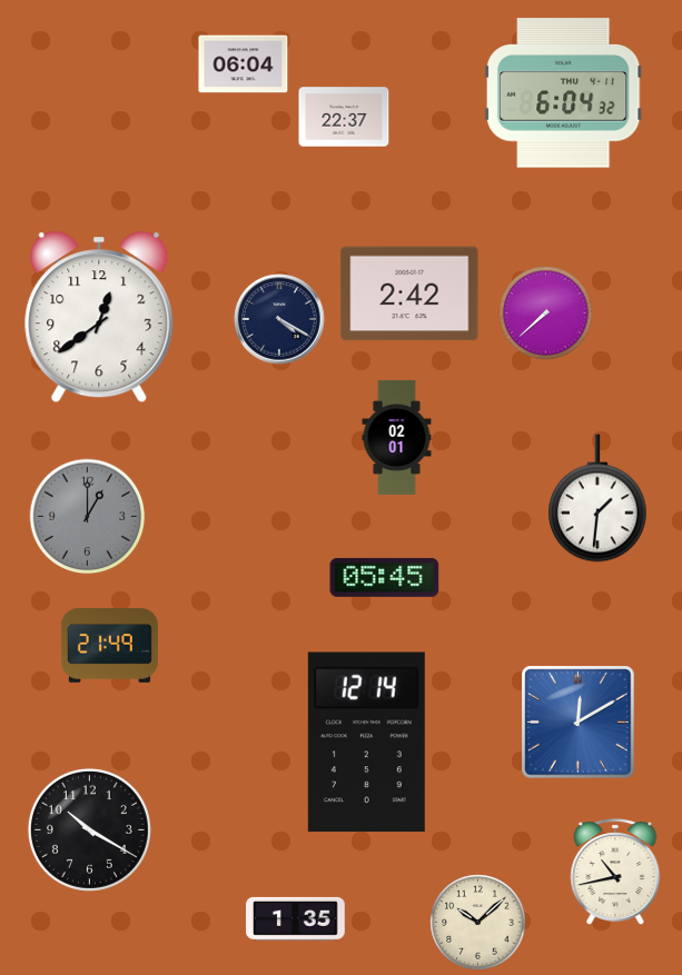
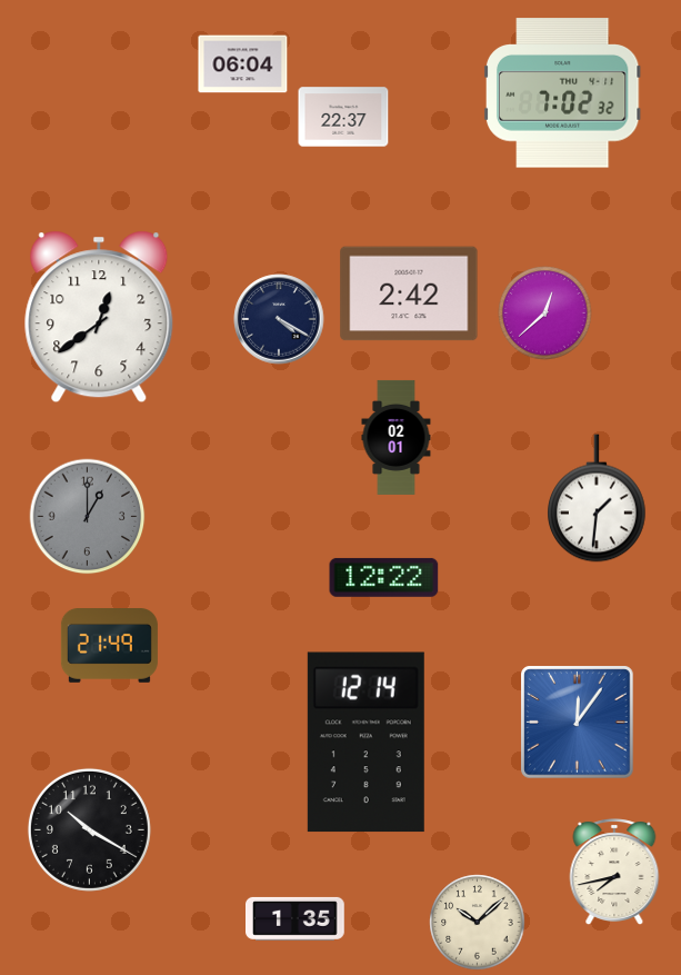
clock at (563, 93): 6:04 -> 7:02
clock at (546, 314): 7:38 -> 12:38
clock at (385, 577): 05:45 -> 12:22
clock at (579, 723): 12:10 -> 12:06
clock at (615, 872): 10:43 -> 7:43
